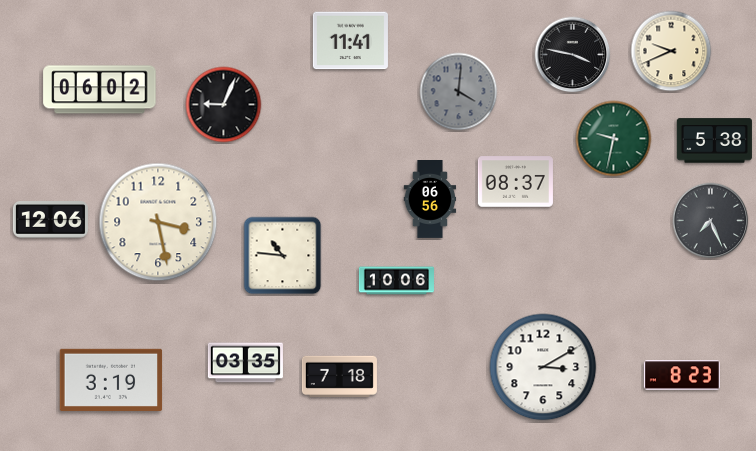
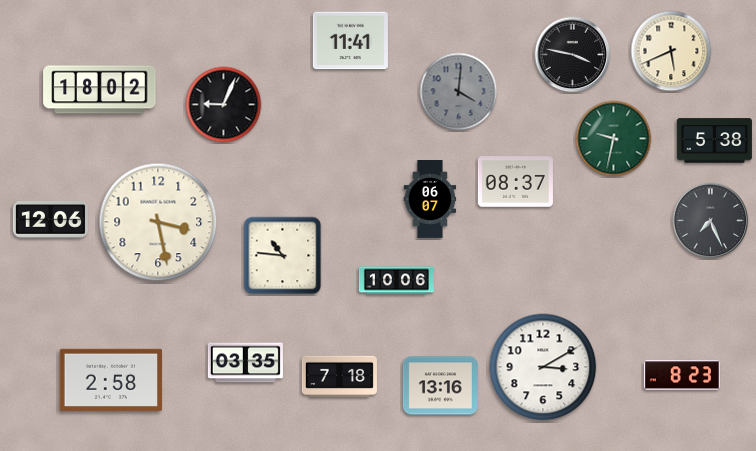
clock at (671, 51): 9:41 -> 5:41
clock at (100, 90): 06:02 -> 18:02
clock at (430, 200): 06:56 -> 06:07
clock at (111, 380): 3:19 -> 2:58
clock at (440, 386): none -> 13:16
